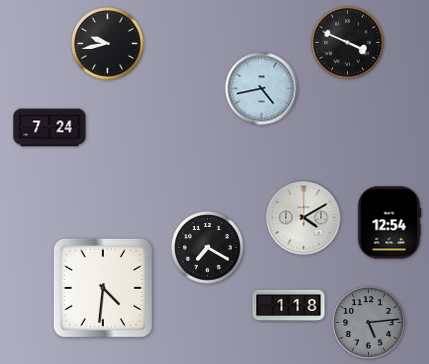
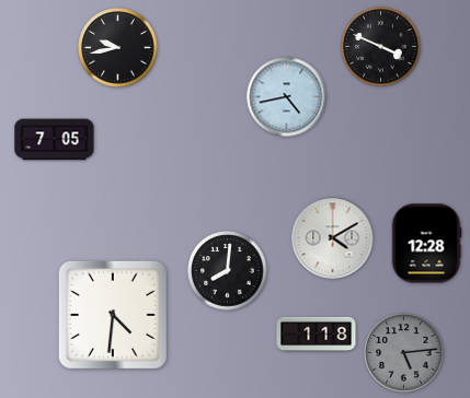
clock at (50, 128): 7:24 -> 7:05
clock at (389, 223): 12:54 -> 12:28
clock at (208, 248): 7:20 -> 8:01
